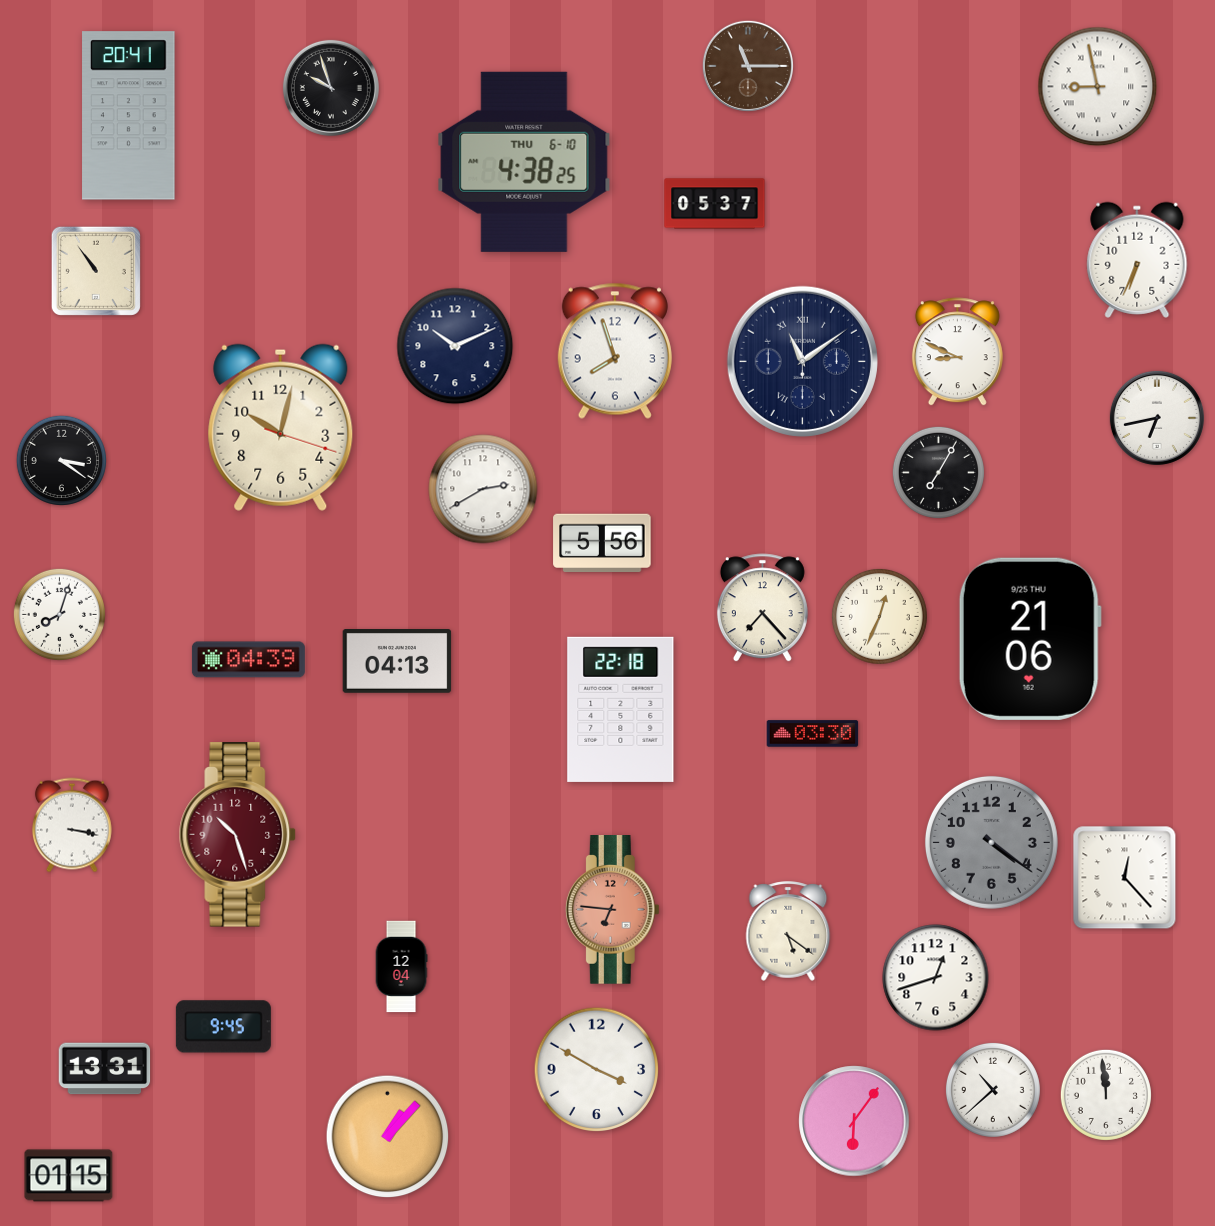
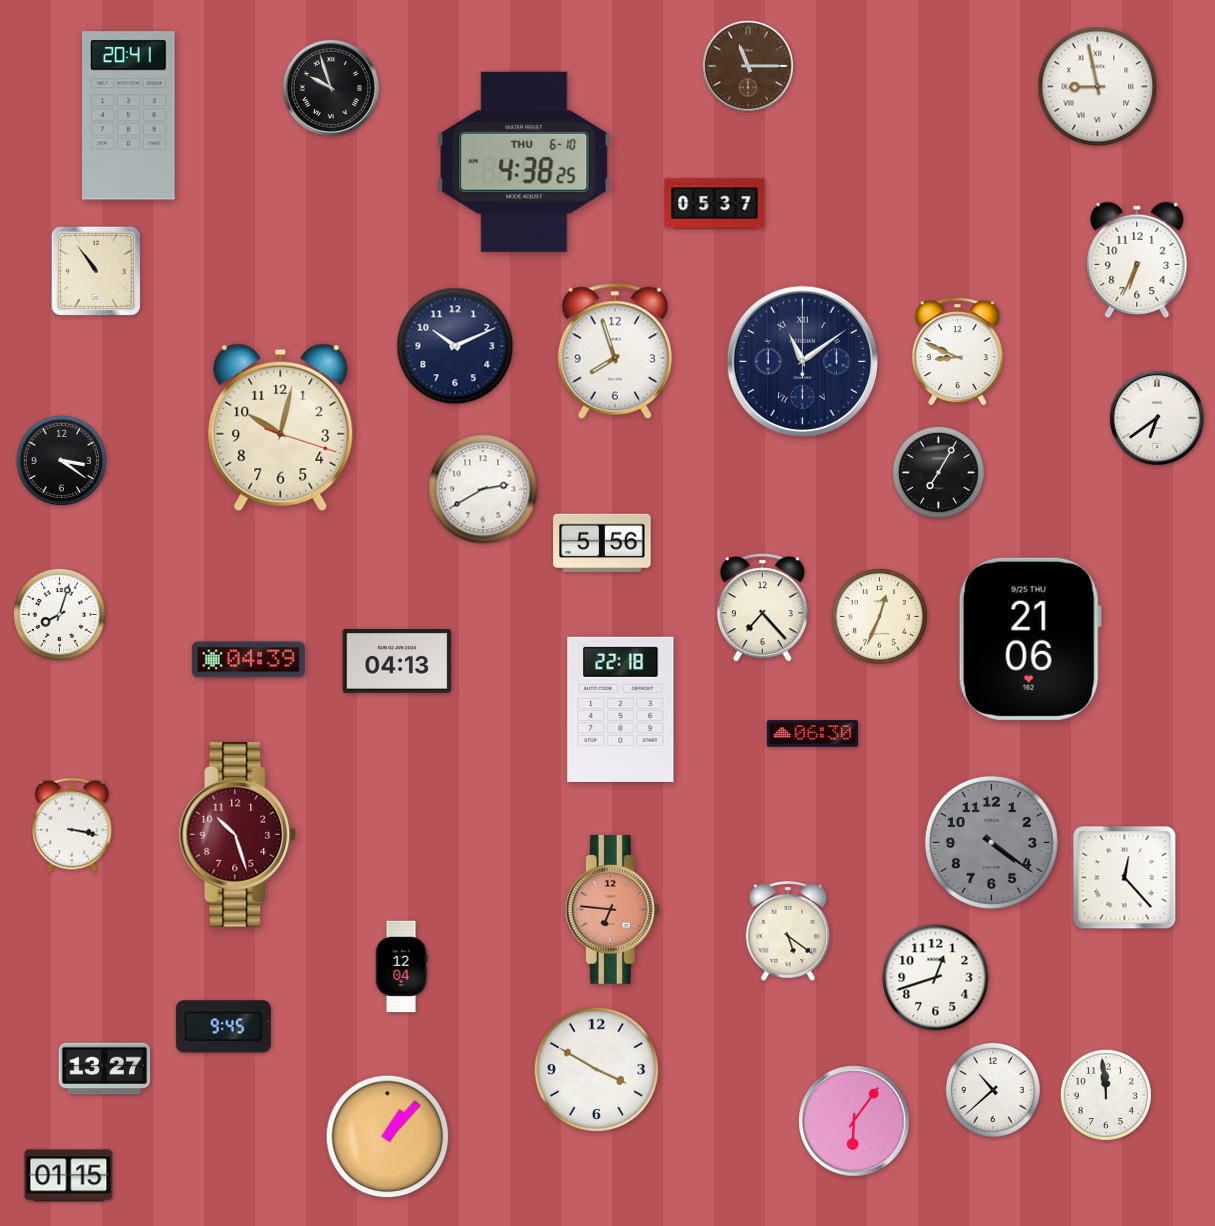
clock at (1157, 418): 6:43 -> 6:39
clock at (813, 734): 03:30 -> 06:30
clock at (105, 1069): 13:31 -> 13:27
